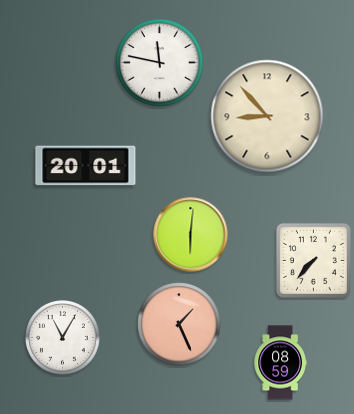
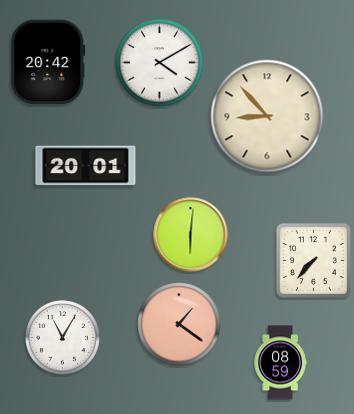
clock at (48, 62): none -> 20:42
clock at (160, 63): 11:47 -> 4:10
clock at (179, 324): 1:26 -> 1:21
